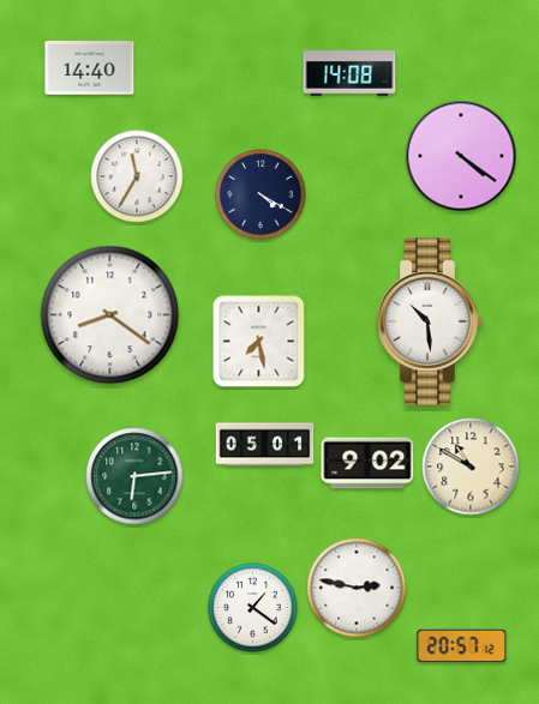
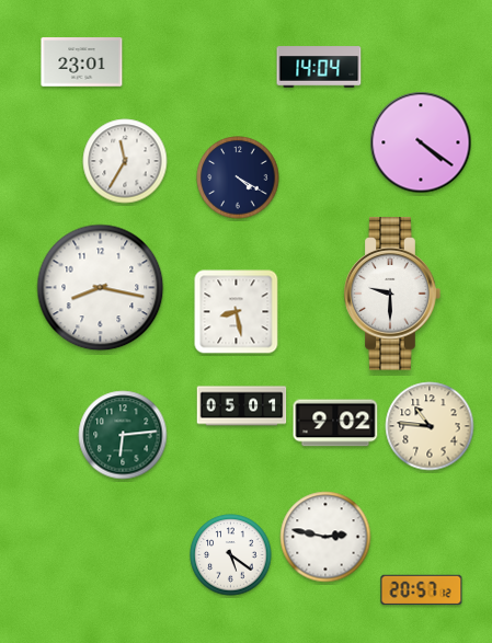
clock at (90, 68): 14:40 -> 23:01
clock at (349, 73): 14:08 -> 14:04
clock at (110, 315): 8:21 -> 8:17
clock at (430, 321): 10:29 -> 9:30
clock at (259, 342): 7:28 -> 8:28
clock at (471, 467): 10:50 -> 10:46
clock at (253, 608): 1:21 -> 5:21
